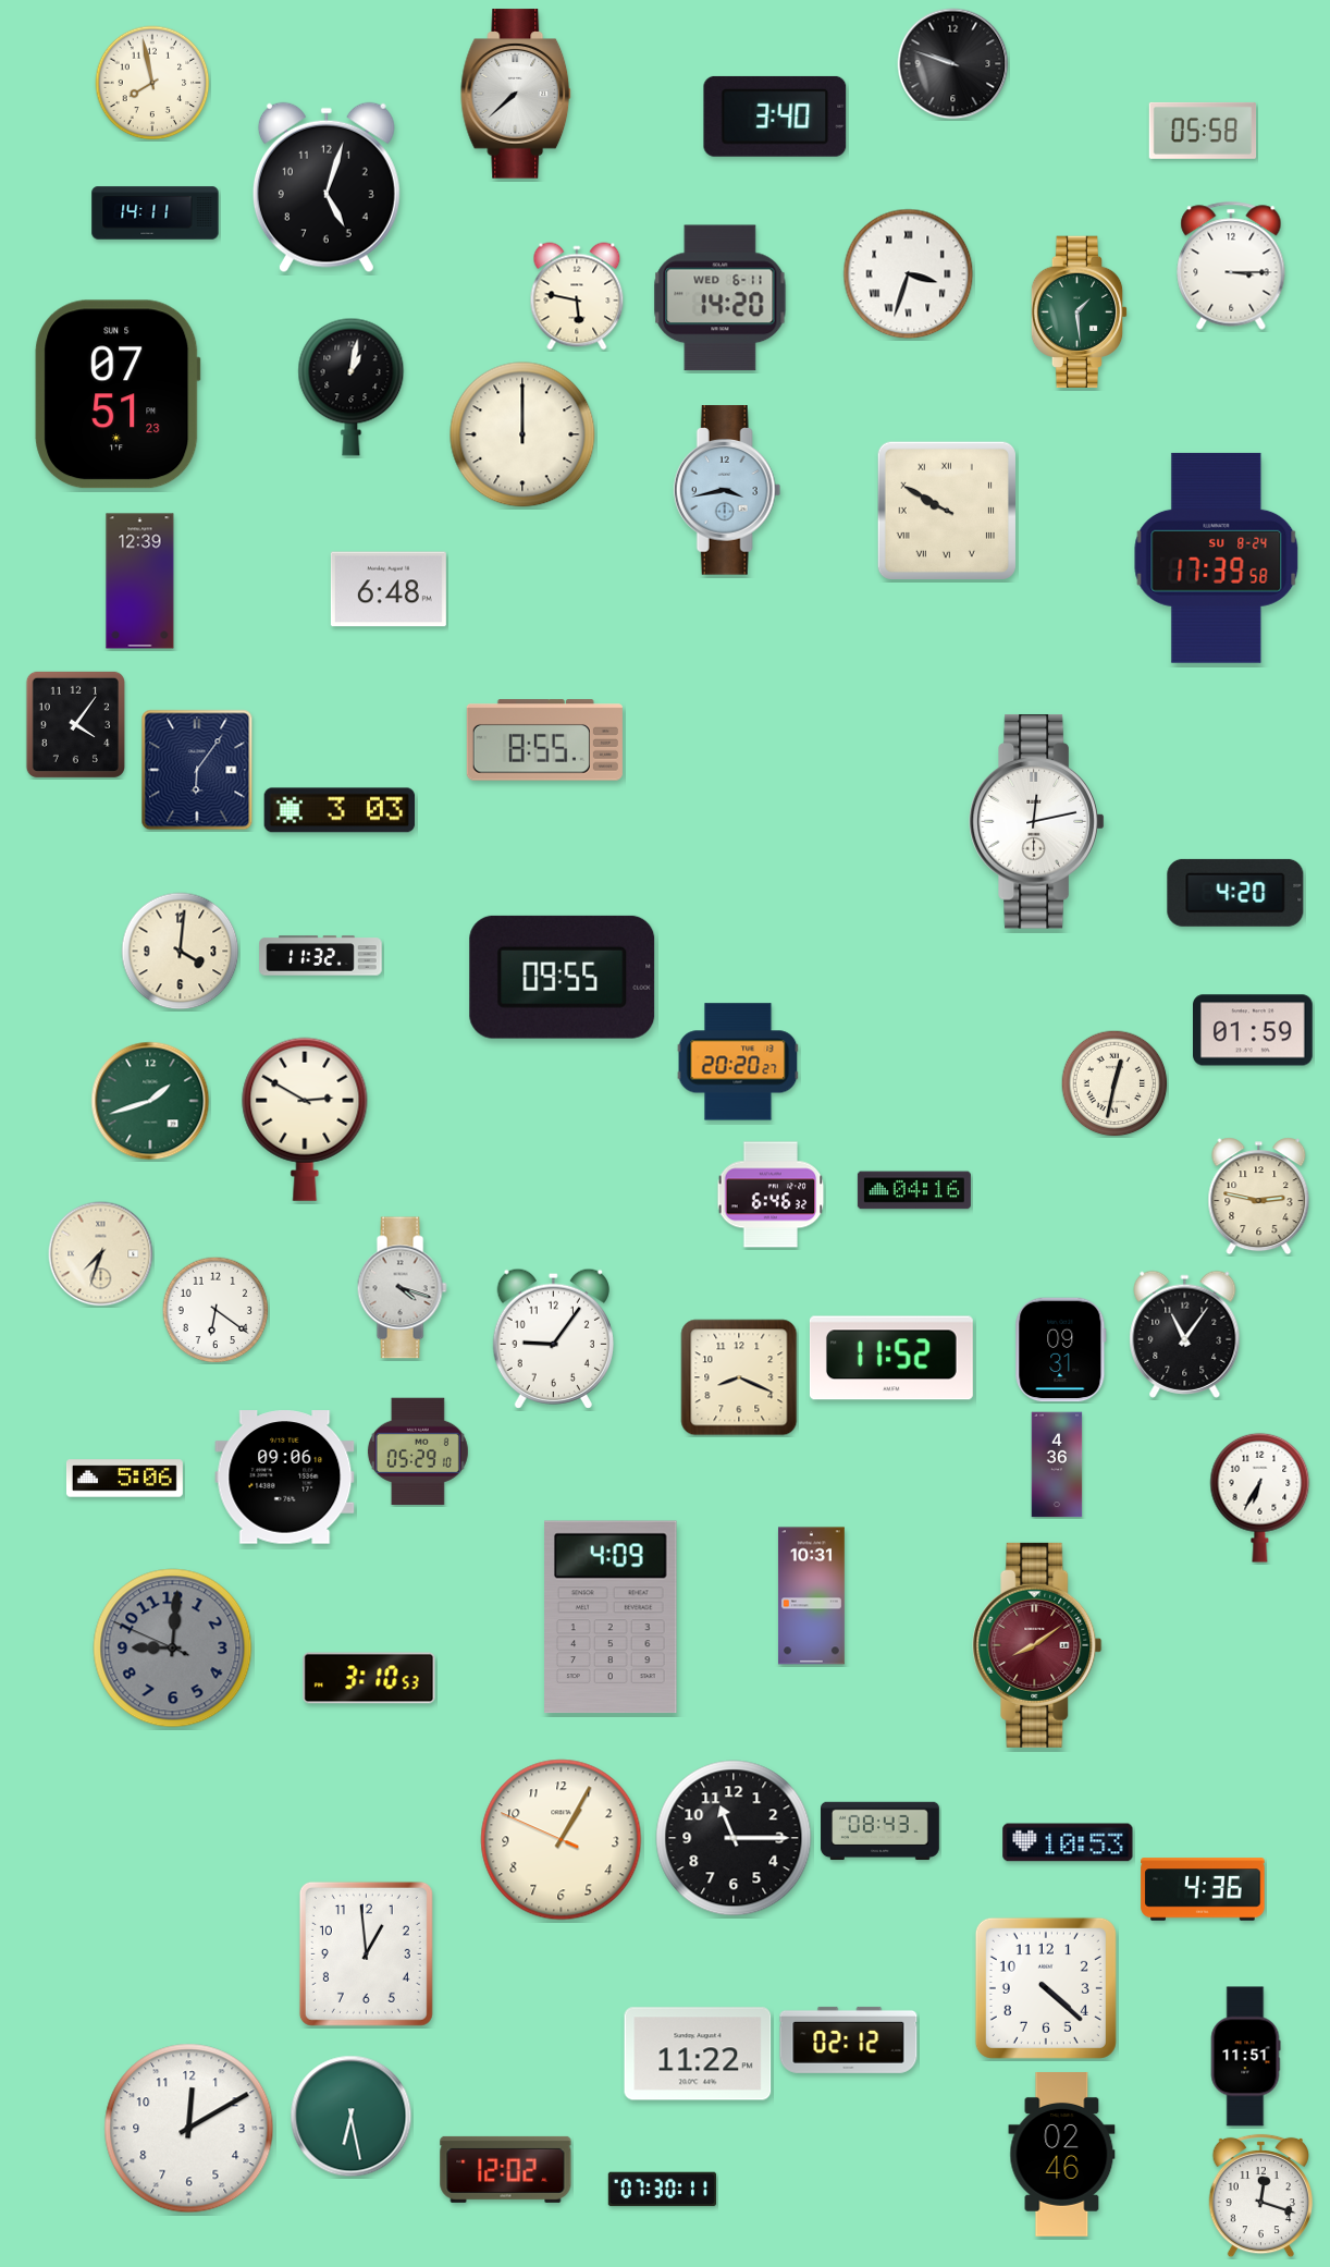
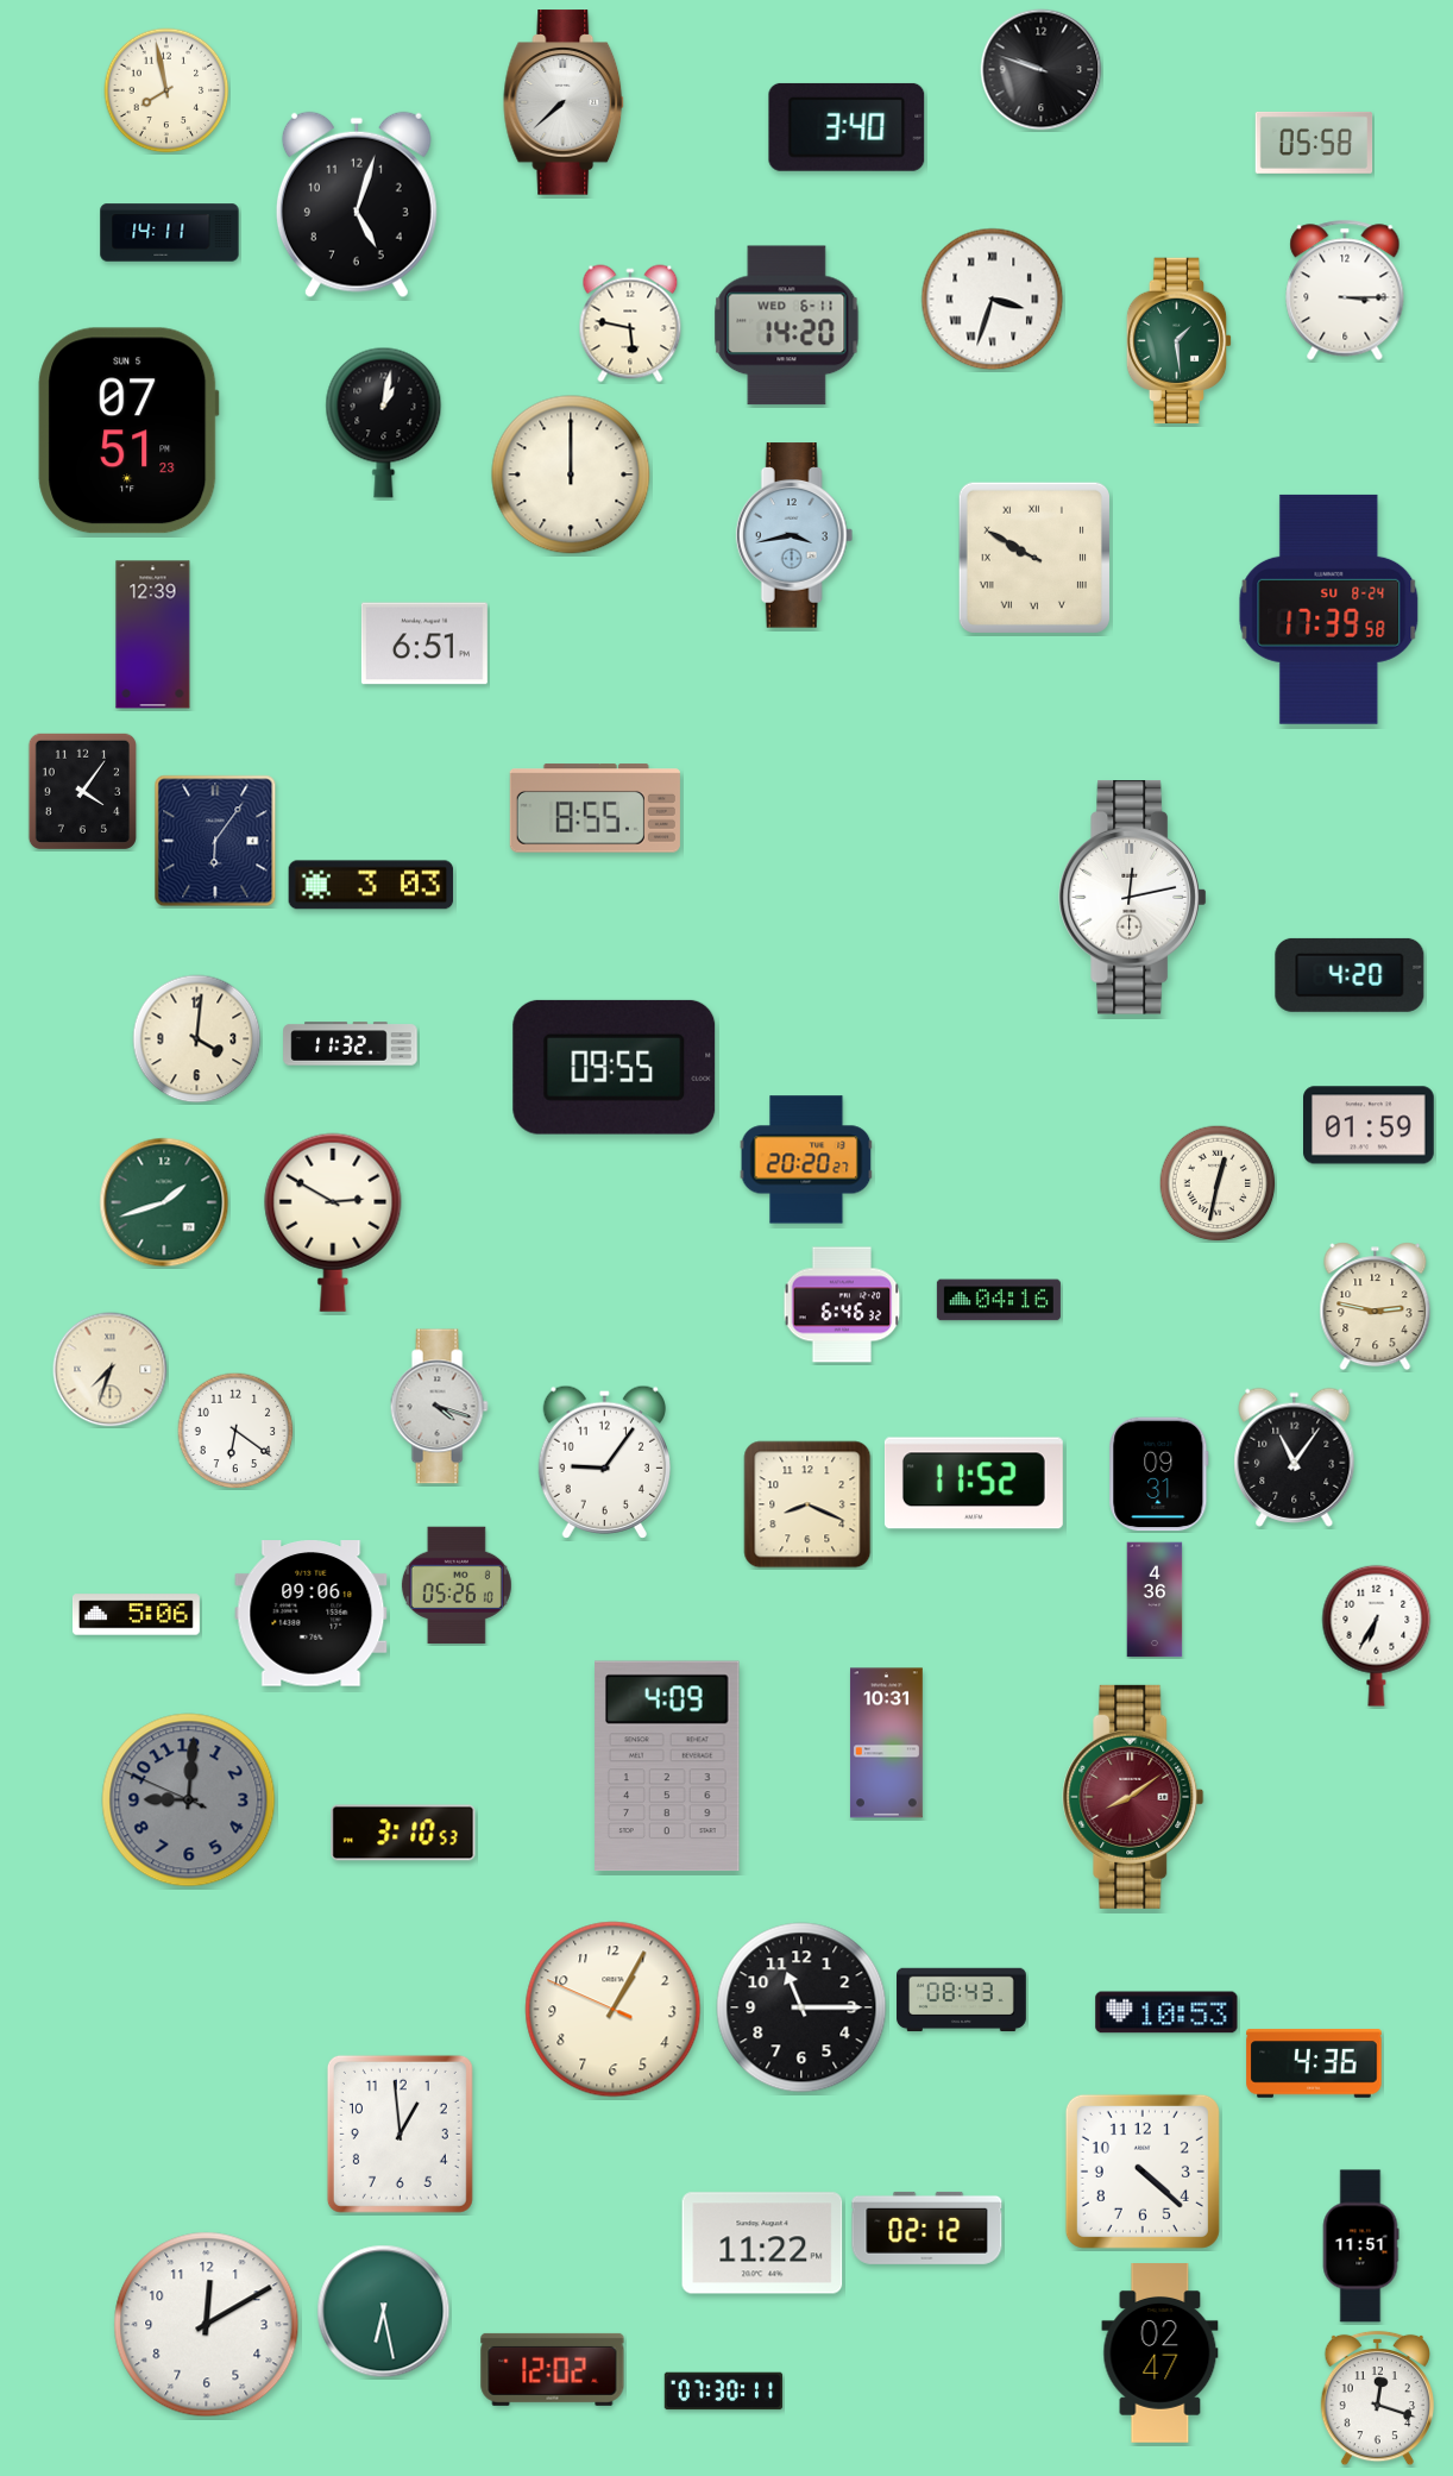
clock at (389, 589): 6:48 -> 6:51
clock at (418, 1451): 05:29 -> 05:26
clock at (1062, 2155): 02:46 -> 02:47
